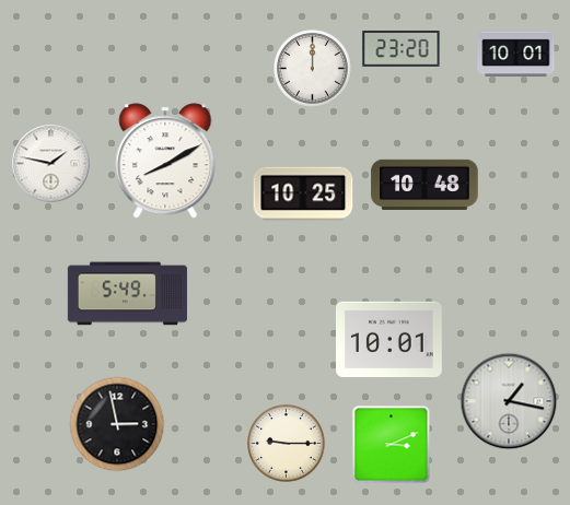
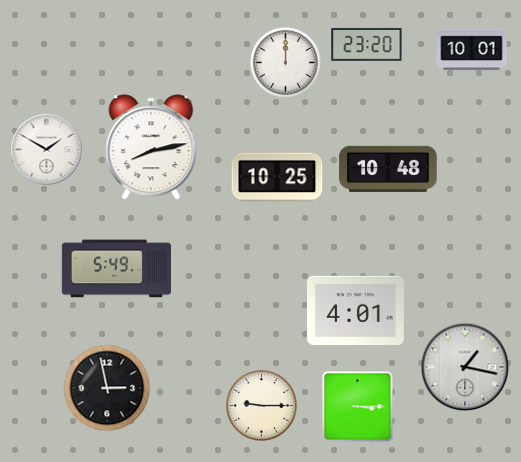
clock at (165, 161): 8:10 -> 8:13
clock at (51, 164): 1:47 -> 1:50
clock at (389, 339): 10:01 -> 4:01
clock at (392, 445): 3:11 -> 3:15
